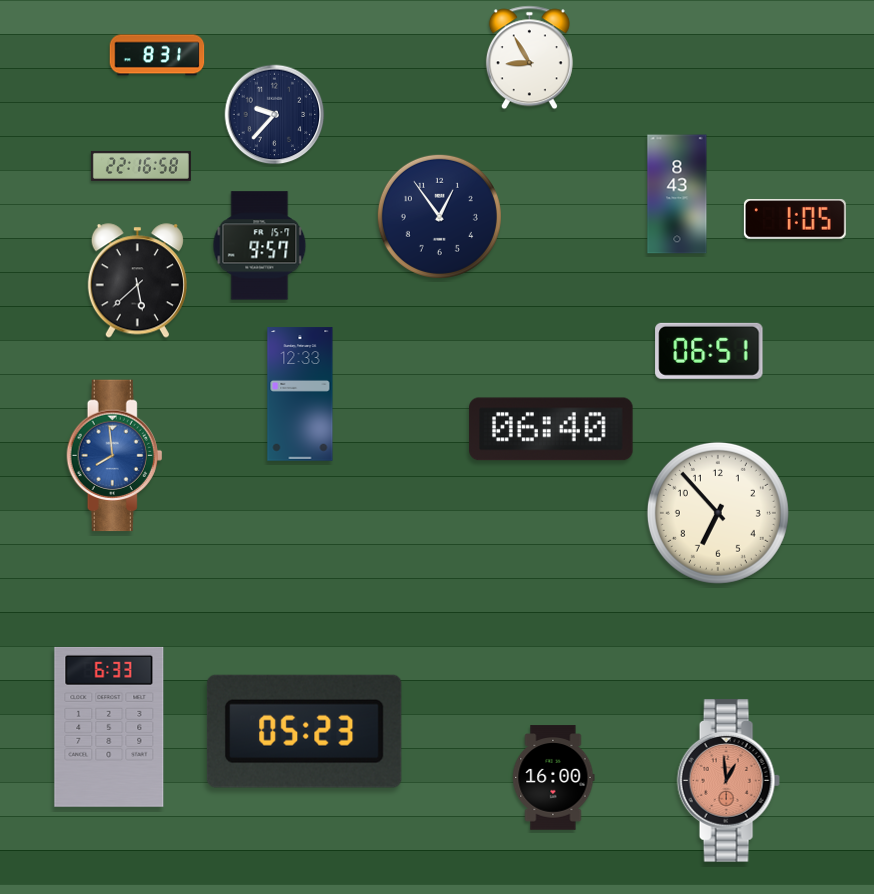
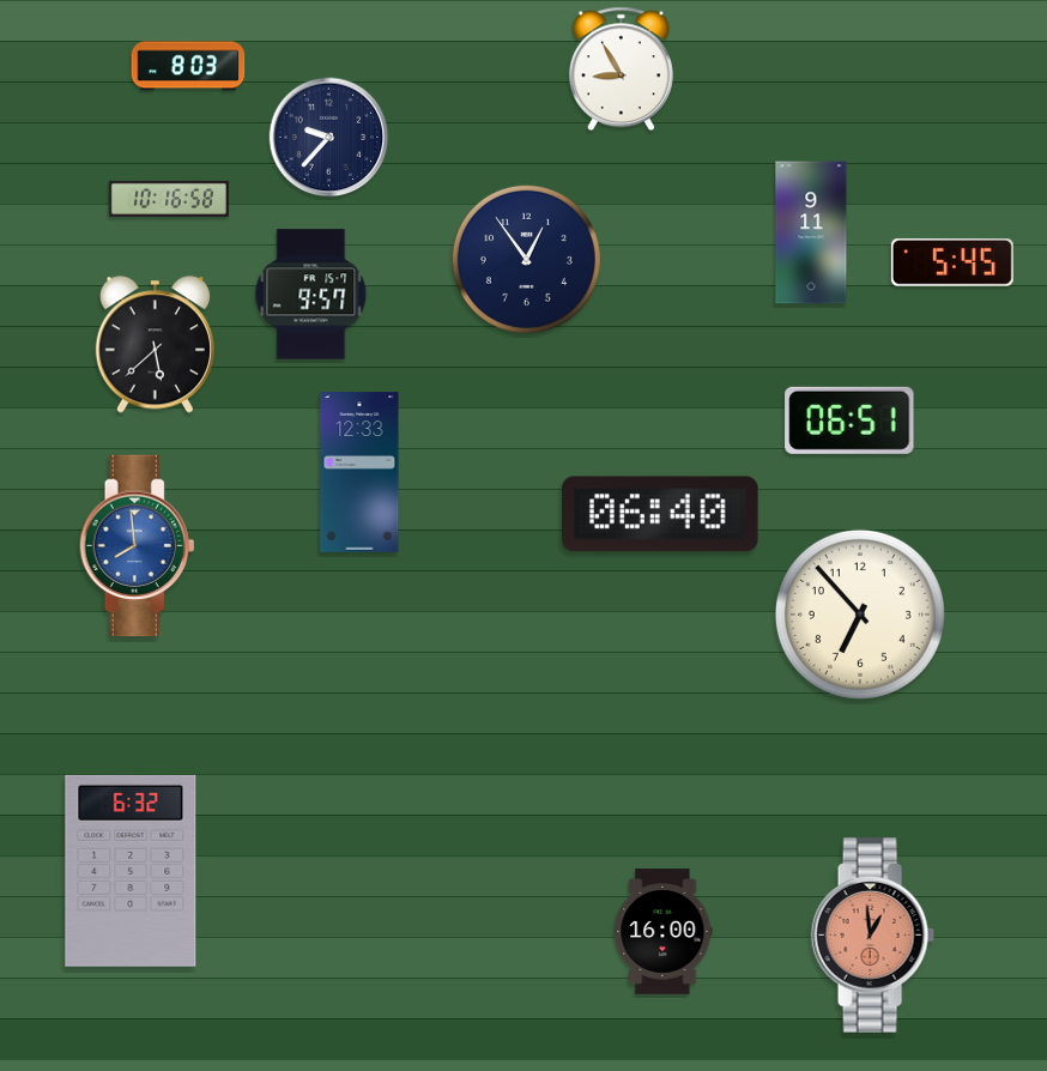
clock at (157, 55): 8:31 -> 8:03
clock at (529, 58) position: (529, 58) -> (621, 69)
clock at (141, 166): 22:16 -> 10:16
clock at (677, 194): 8:43 -> 9:11
clock at (795, 220): 1:05 -> 5:45
clock at (137, 281) position: (137, 281) -> (155, 345)
clock at (109, 727): 6:33 -> 6:32
clock at (304, 731): 05:23 -> none
